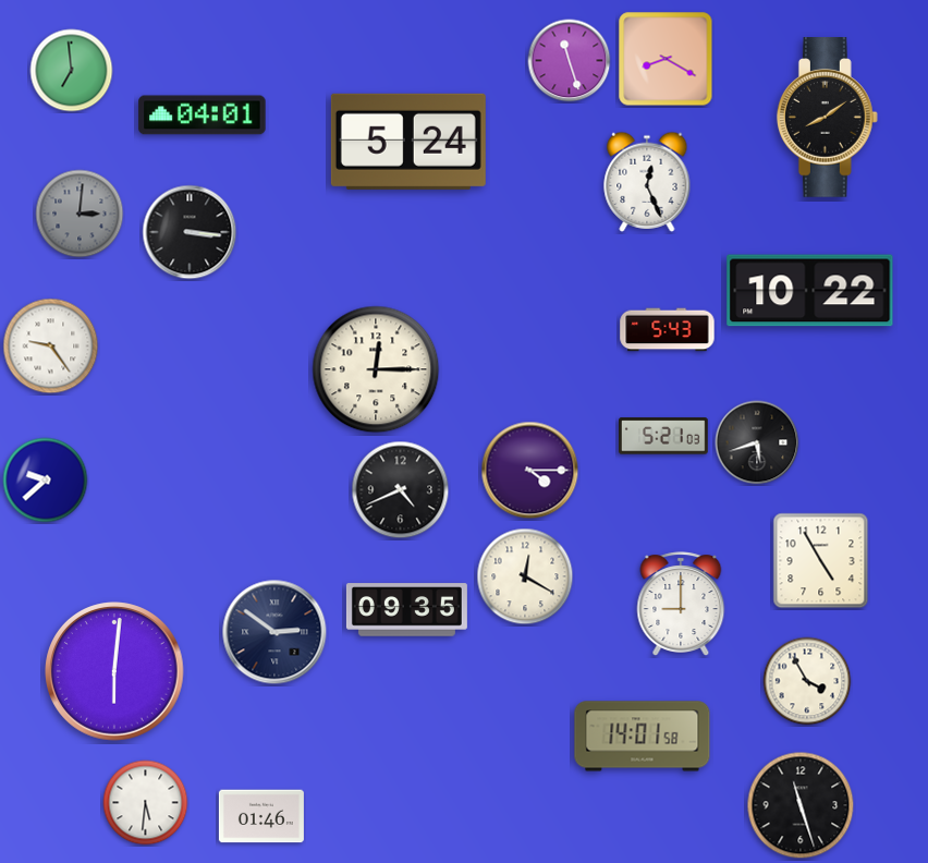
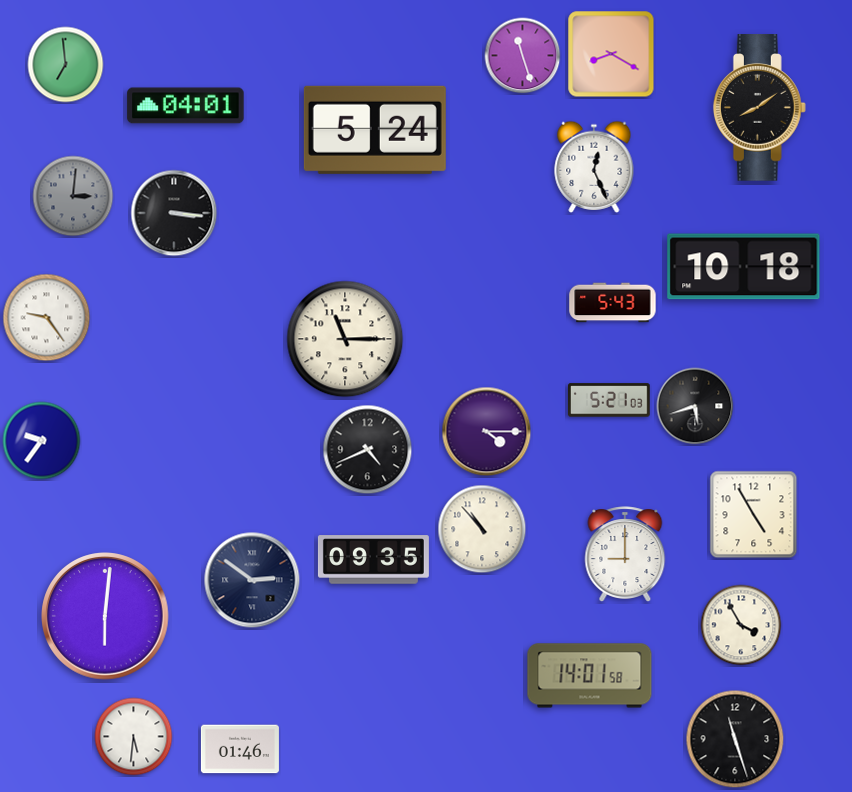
clock at (810, 291): 10:22 -> 10:18
clock at (376, 369): 12:15 -> 11:15
clock at (46, 481): 9:38 -> 9:36
clock at (525, 576): 12:20 -> 10:53
